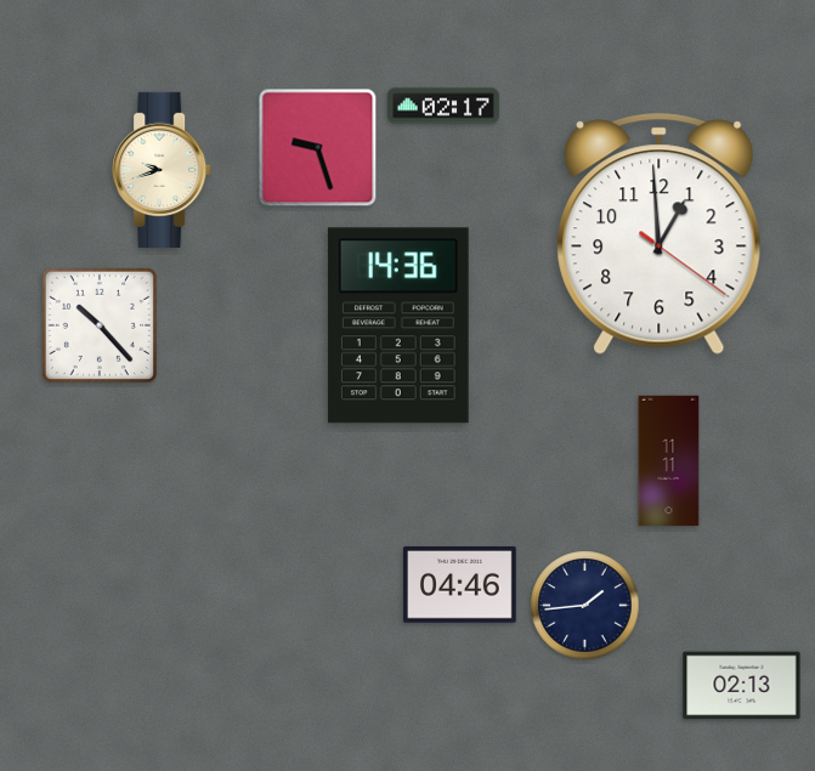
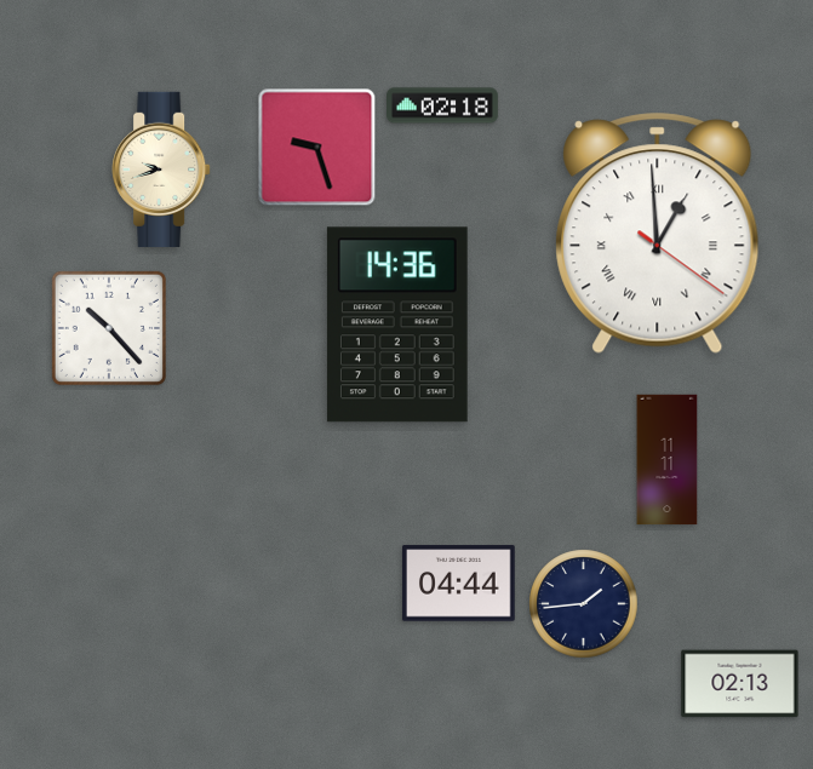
clock at (445, 106): 02:17 -> 02:18
clock at (660, 233) numerals: Arabic -> Roman
clock at (100, 325) position: (100, 325) -> (109, 328)
clock at (460, 585): 04:46 -> 04:44
